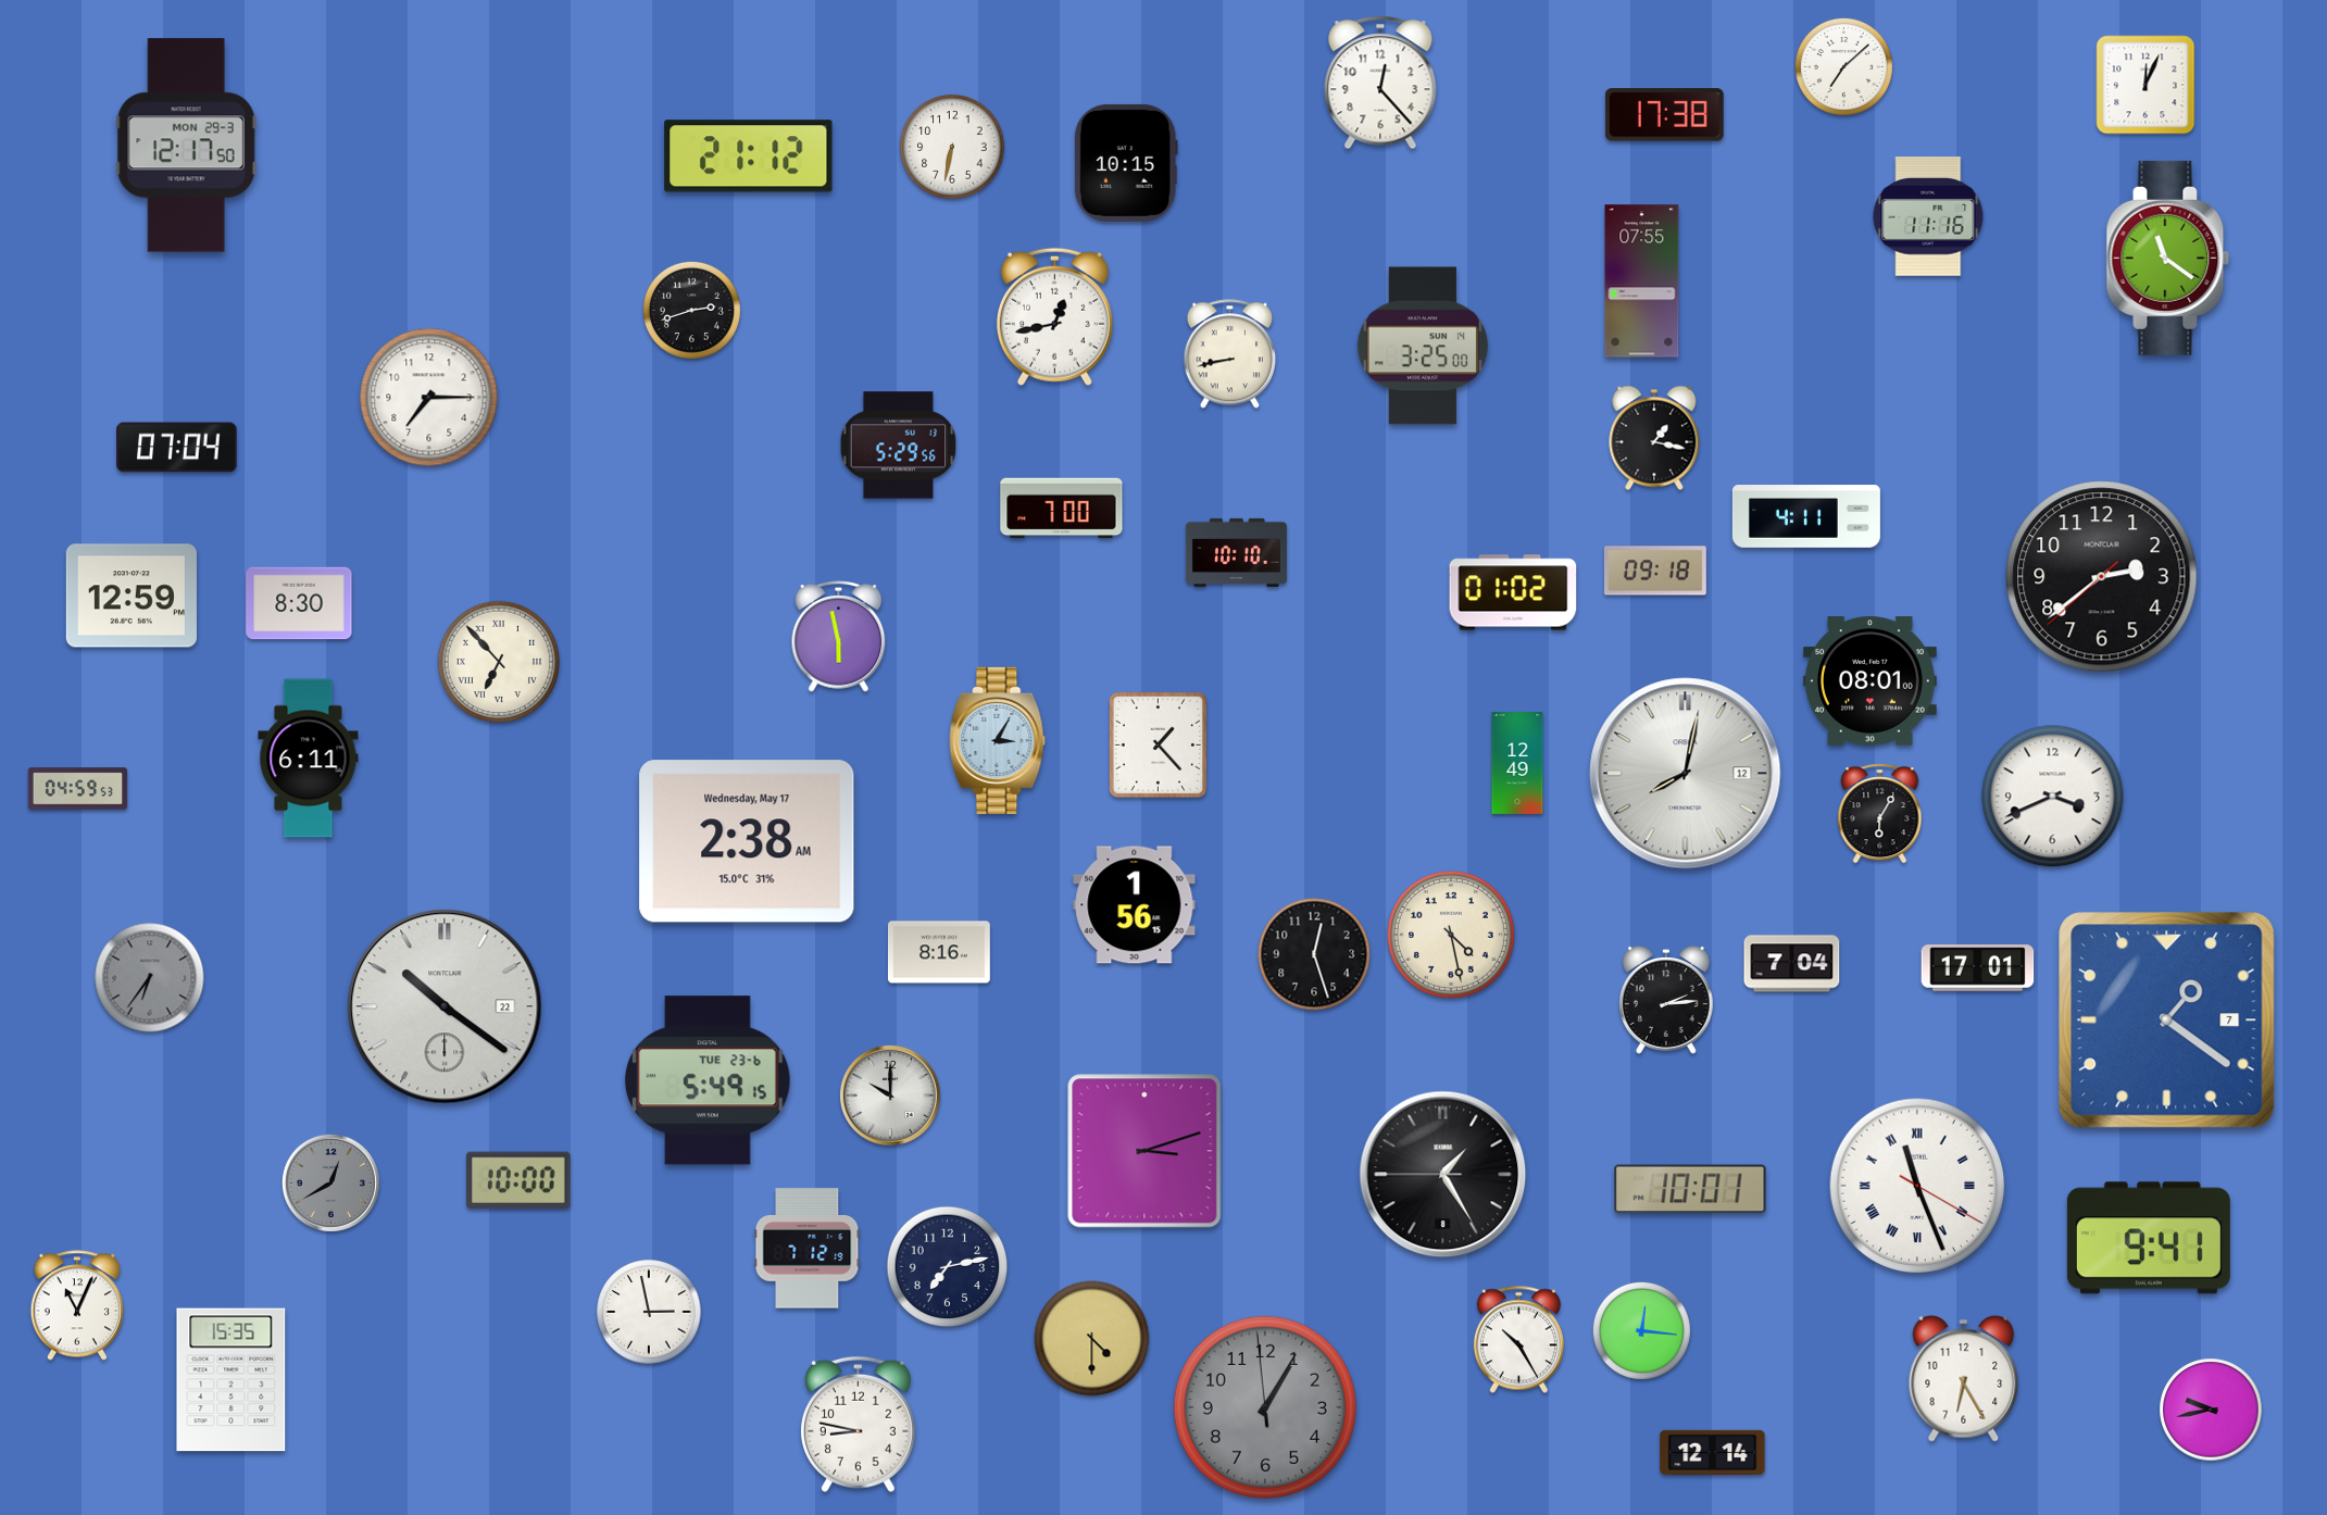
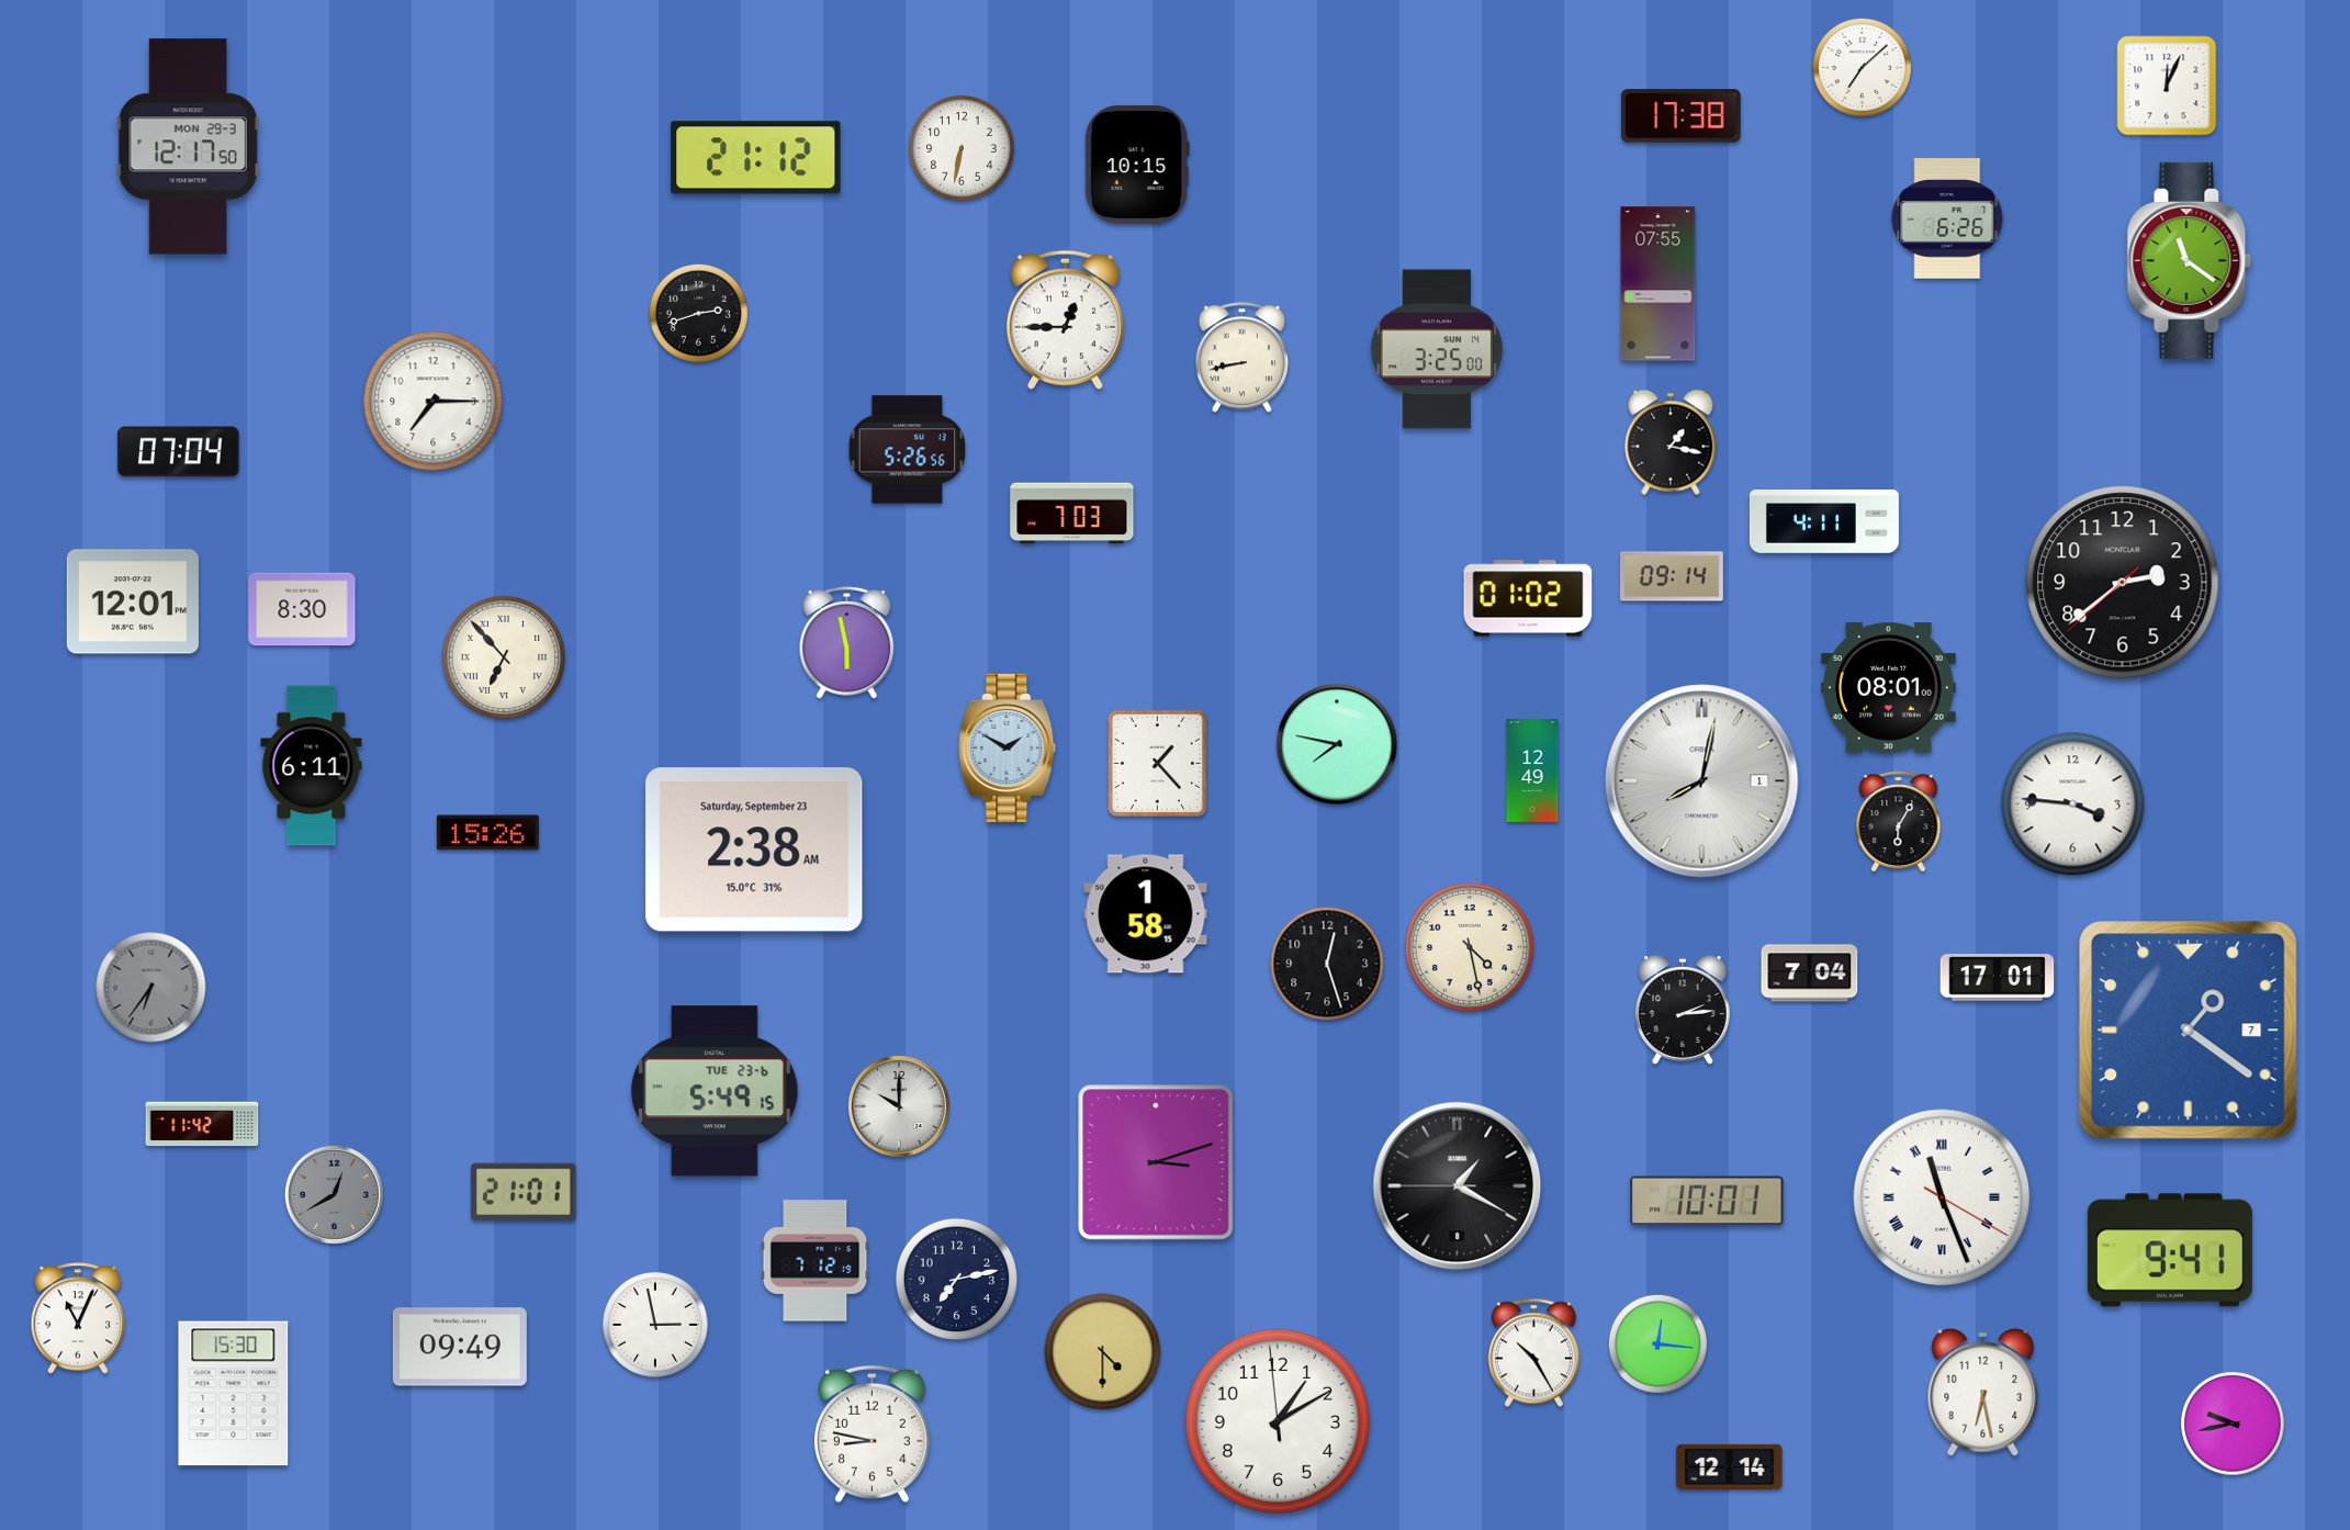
clock at (1380, 83): 12:23 -> none
clock at (1928, 216): 11:16 -> 6:26
clock at (1054, 316): 12:43 -> 12:45
clock at (899, 446): 5:29 -> 5:26
clock at (1062, 509): 7:00 -> 7:03
clock at (1236, 552): 10:10 -> none
clock at (1655, 571): 09:18 -> 09:14
clock at (132, 596): 12:59 -> 12:01
clock at (499, 662) position: (499, 662) -> (504, 657)
clock at (1337, 744): none -> 7:47
clock at (998, 740): 3:05 -> 1:50
clock at (1158, 744) position: (1158, 744) -> (1157, 763)
clock at (1686, 774) date: 12 -> 1
clock at (78, 789): 04:59 -> none
clock at (2053, 797): 3:41 -> 3:46
clock at (487, 833): none -> 15:26
clock at (747, 841) date: Wednesday, May 17 -> Saturday, September 23
clock at (1135, 905): 1:56 -> 1:58
clock at (1451, 935) position: (1451, 935) -> (1470, 947)
clock at (939, 952): 8:16 -> none
clock at (445, 1006): 10:21 -> none
clock at (202, 1124): none -> 11:42
clock at (1443, 1175): 1:24 -> 1:19
clock at (520, 1180): 10:00 -> 21:01
clock at (1917, 1186) position: (1917, 1186) -> (1942, 1197)
clock at (460, 1347): none -> 09:49
clock at (1964, 1378): 6:25 -> 6:28
clock at (232, 1380): 15:35 -> 15:30
clock at (1265, 1407): 1:04 -> 1:09
clock at (1265, 1407) dial: grey -> white
clock at (858, 1425) position: (858, 1425) -> (872, 1435)
